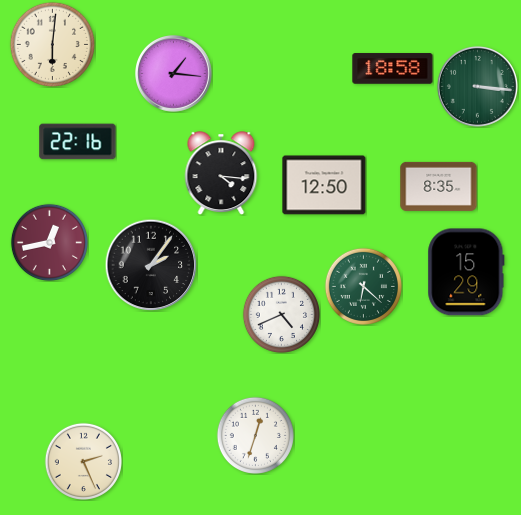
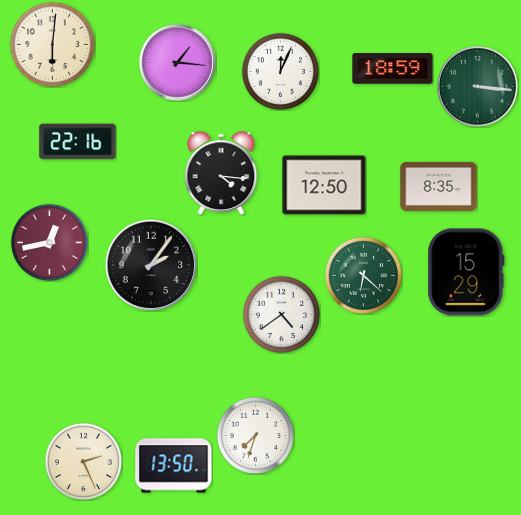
clock at (393, 69): 18:58 -> 18:59
clock at (280, 71): none -> 12:04
clock at (174, 74) position: (174, 74) -> (178, 63)
clock at (363, 286) position: (363, 286) -> (363, 275)
clock at (281, 314): 4:41 -> 4:39
clock at (255, 435): 12:33 -> 7:33
clock at (174, 466): none -> 13:50
